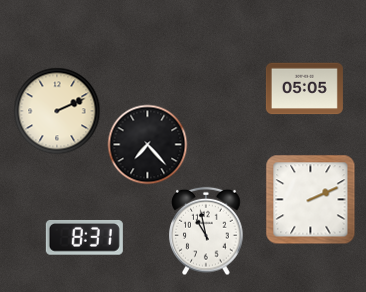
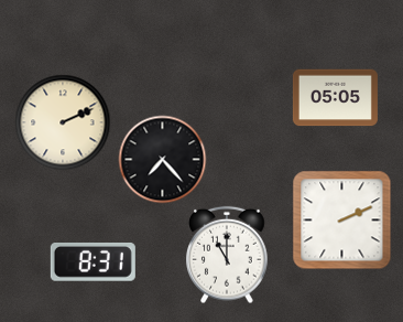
clock at (206, 231): 10:58 -> 11:00
